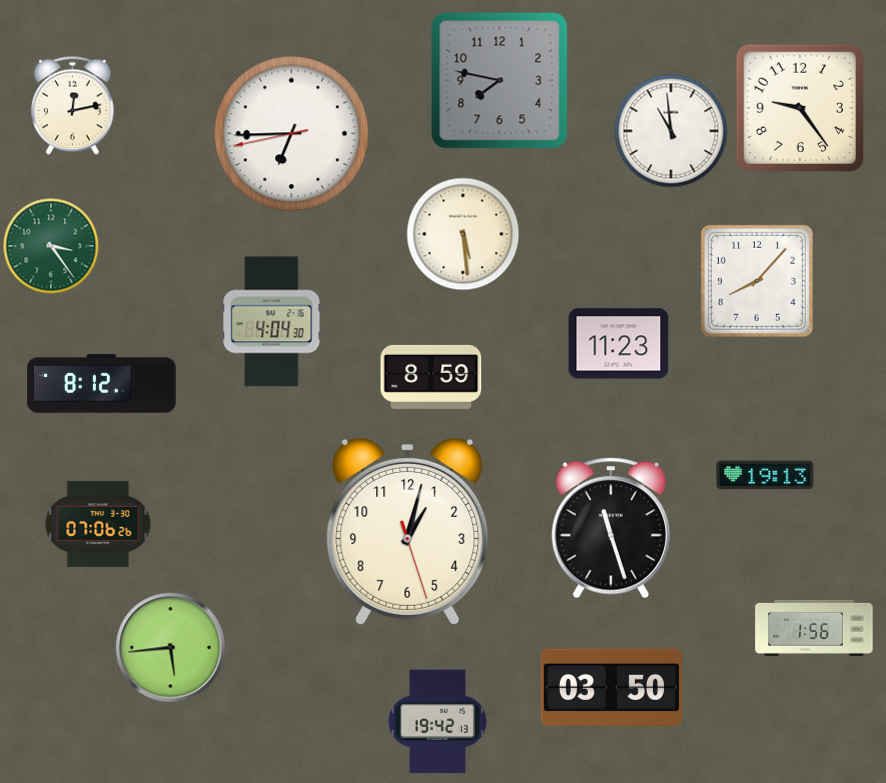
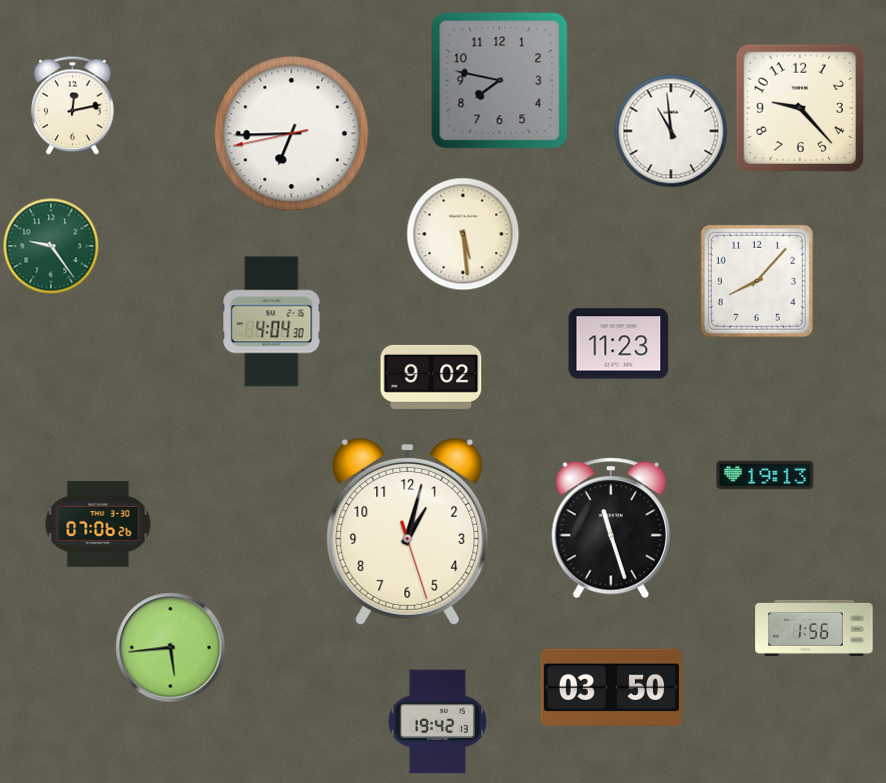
clock at (799, 107): 9:24 -> 9:23
clock at (51, 246): 3:24 -> 9:24
clock at (431, 377): 8:59 -> 9:02
clock at (102, 384): 8:12 -> none
